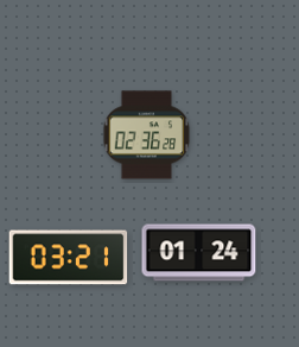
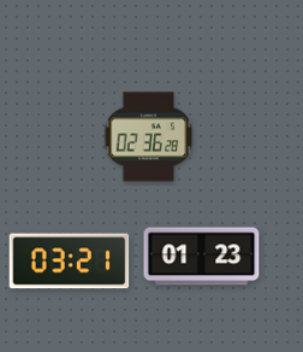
clock at (199, 253): 01:24 -> 01:23
